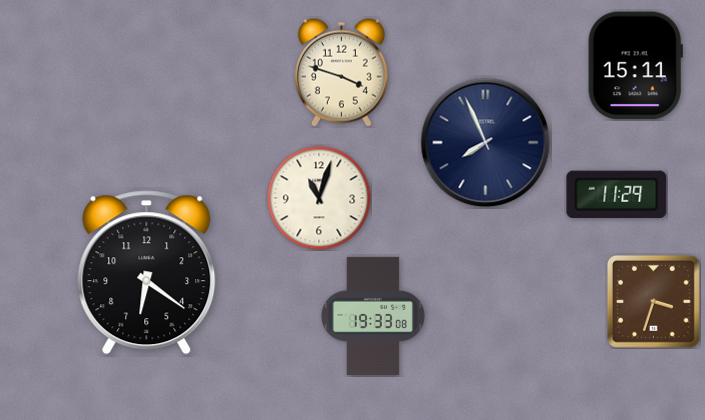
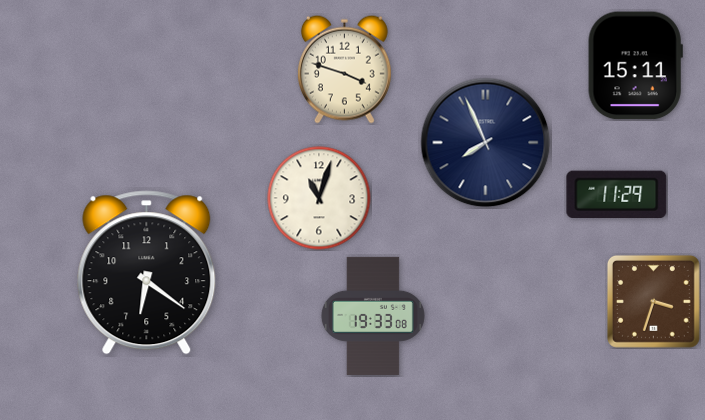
clock at (341, 72) position: (341, 72) -> (344, 69)
